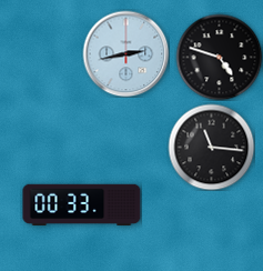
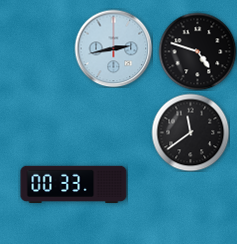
clock at (211, 147): 11:16 -> 11:39
